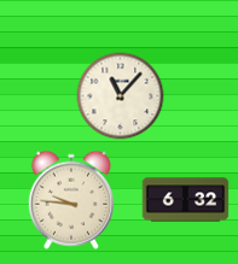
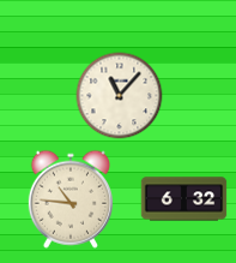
clock at (71, 200): 9:46 -> 10:46
